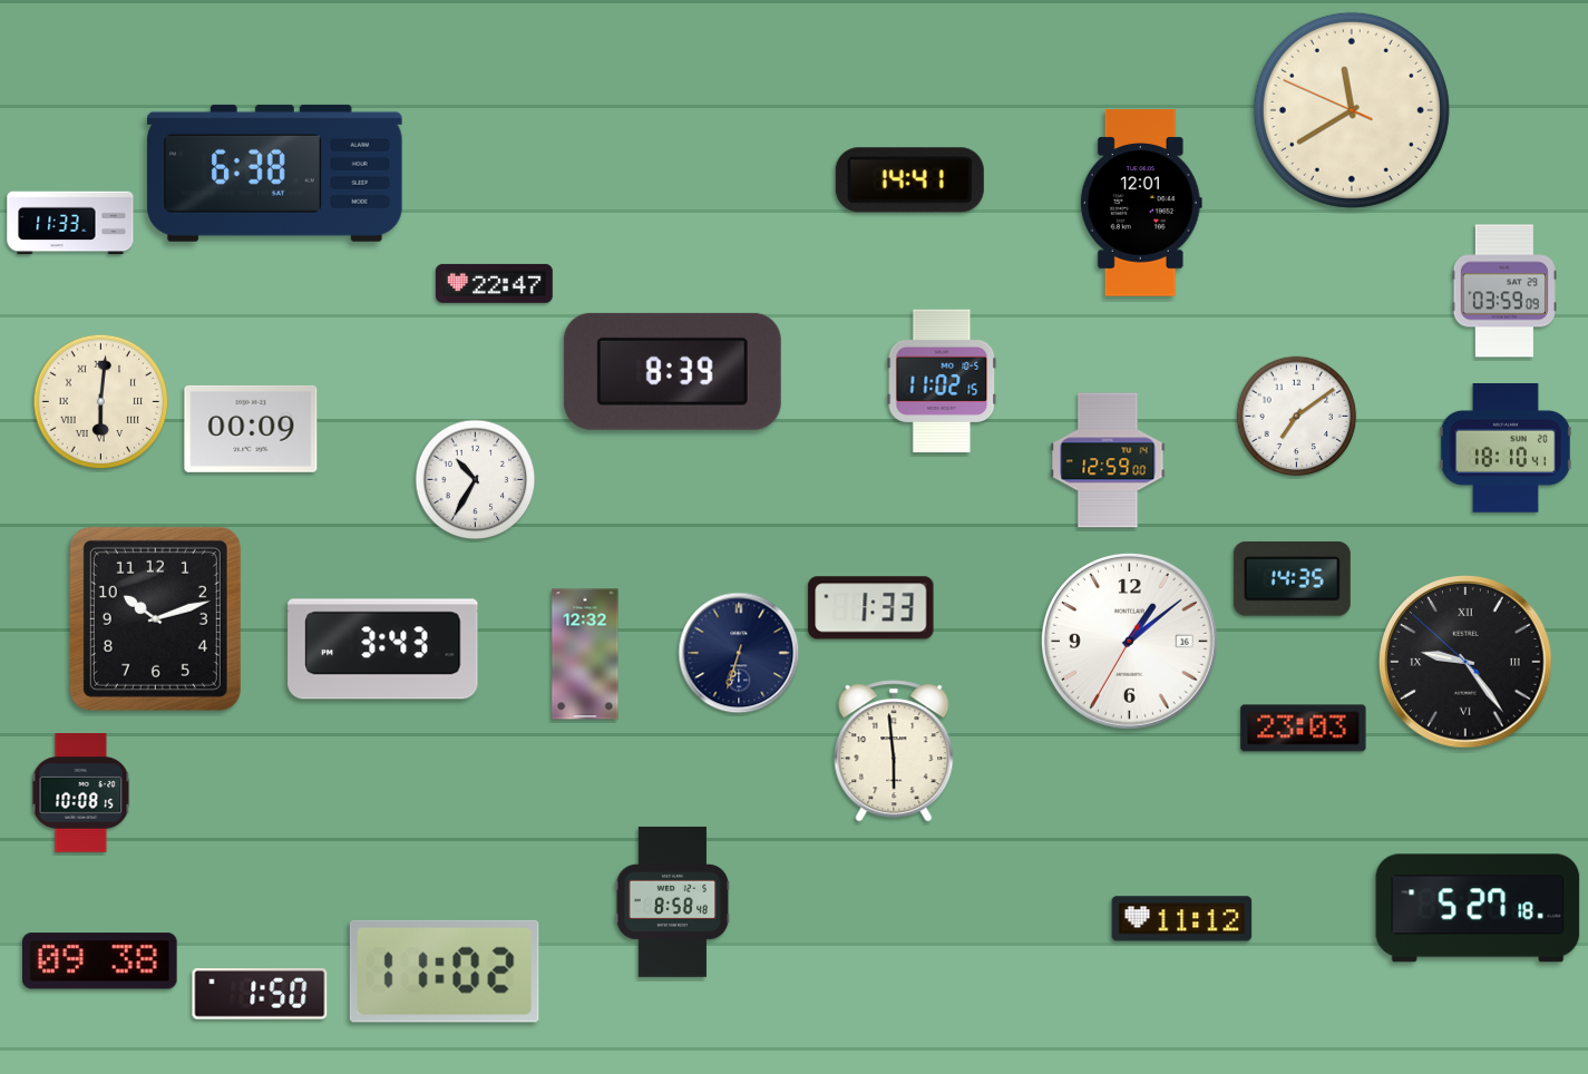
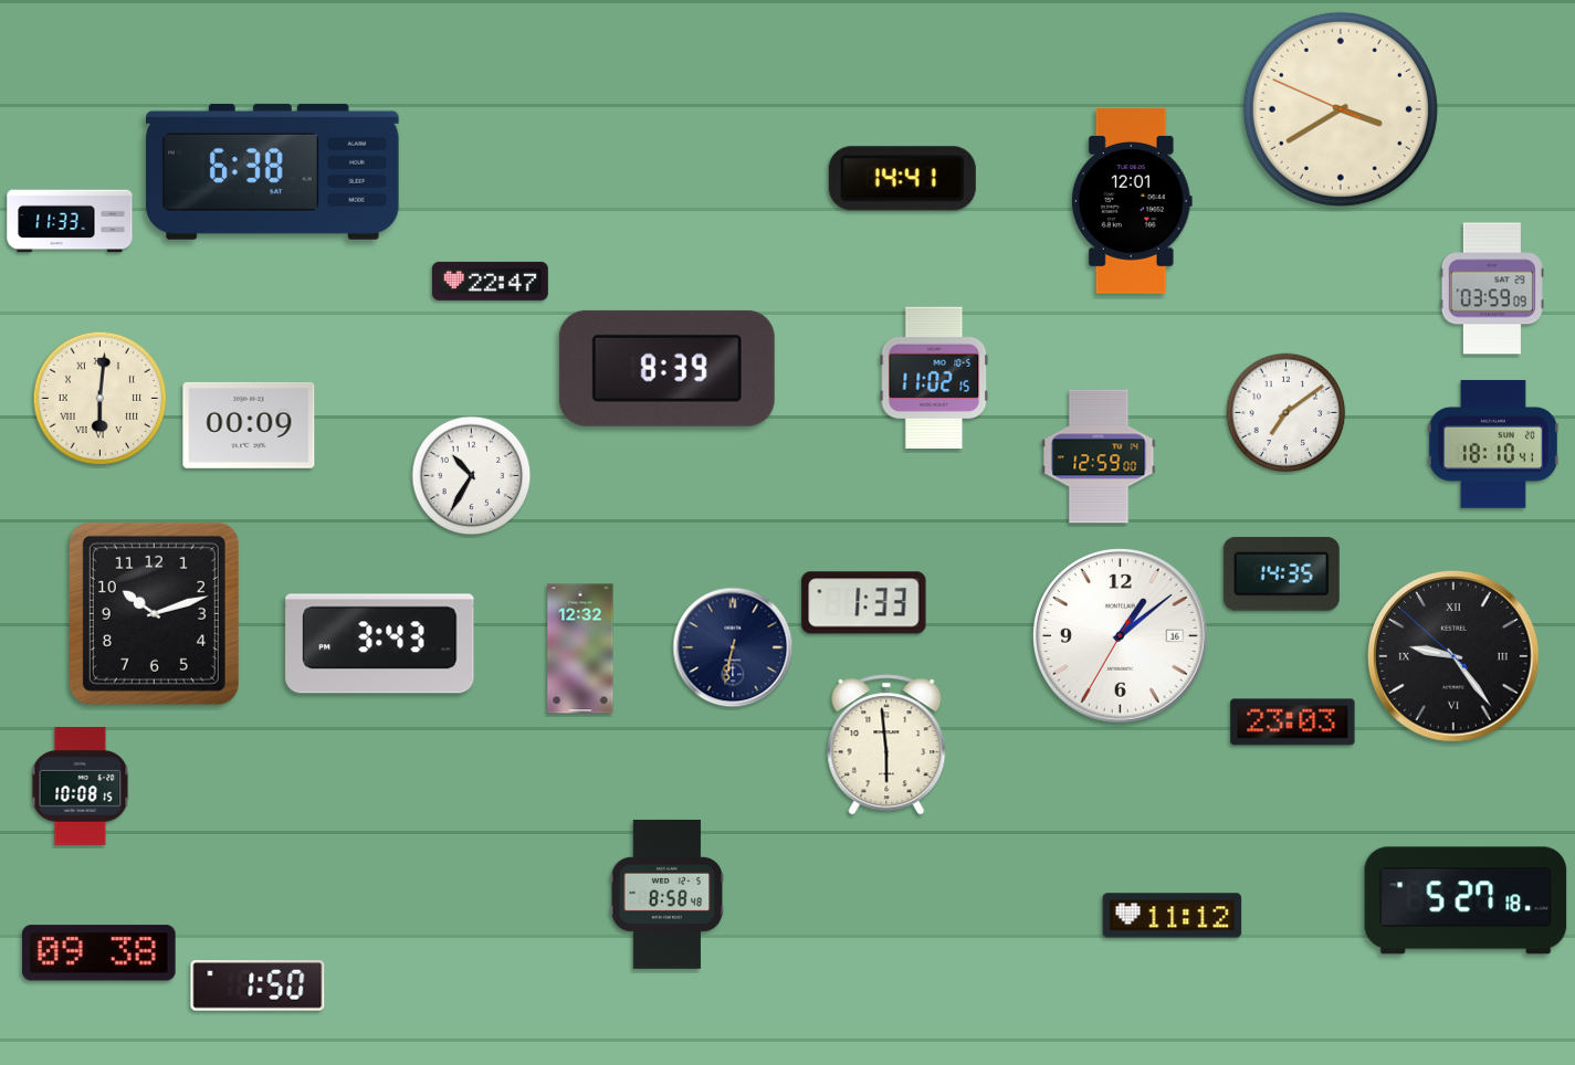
clock at (1352, 110): 11:39 -> 3:39
clock at (739, 653): 6:33 -> 6:32
clock at (1182, 919) position: (1182, 919) -> (1173, 916)
clock at (445, 972): 11:02 -> none
